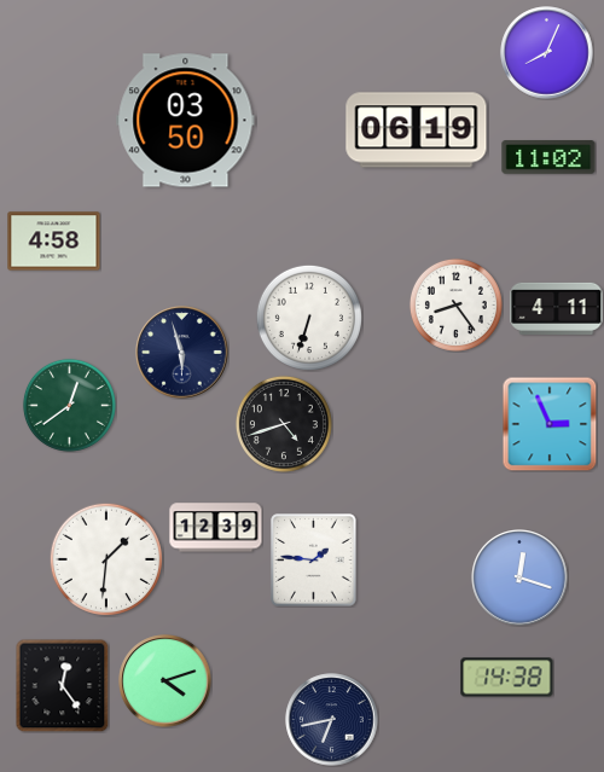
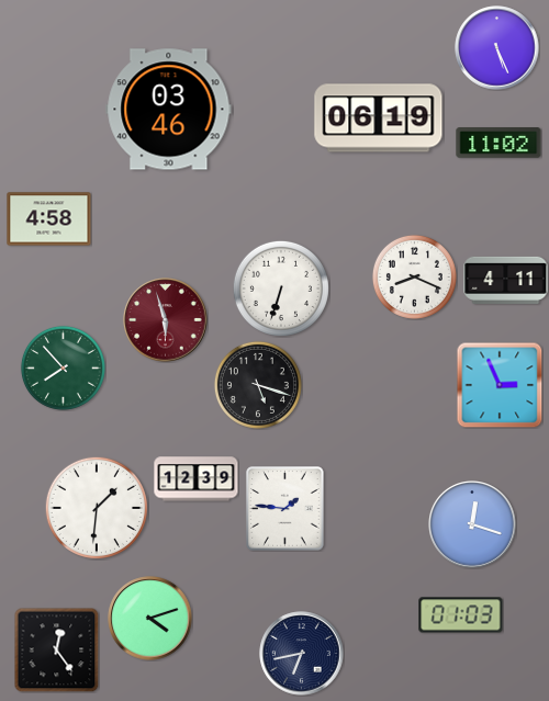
clock at (547, 53): 8:04 -> 5:26
clock at (186, 121): 03:50 -> 03:46
clock at (455, 304): 8:24 -> 8:19
clock at (182, 353) dial: navy -> burgundy
clock at (69, 405): 12:39 -> 7:53
clock at (284, 424): 4:42 -> 5:18
clock at (507, 678): 14:38 -> 01:03
clock at (62, 685) position: (62, 685) -> (56, 649)
